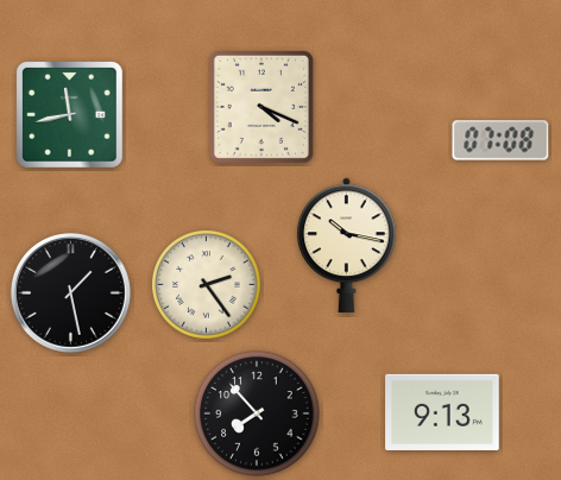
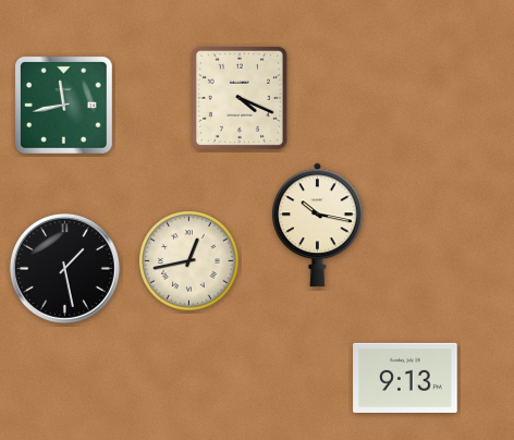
clock at (500, 140): 07:08 -> none
clock at (207, 285): 2:24 -> 12:43
clock at (257, 413): 7:53 -> none
